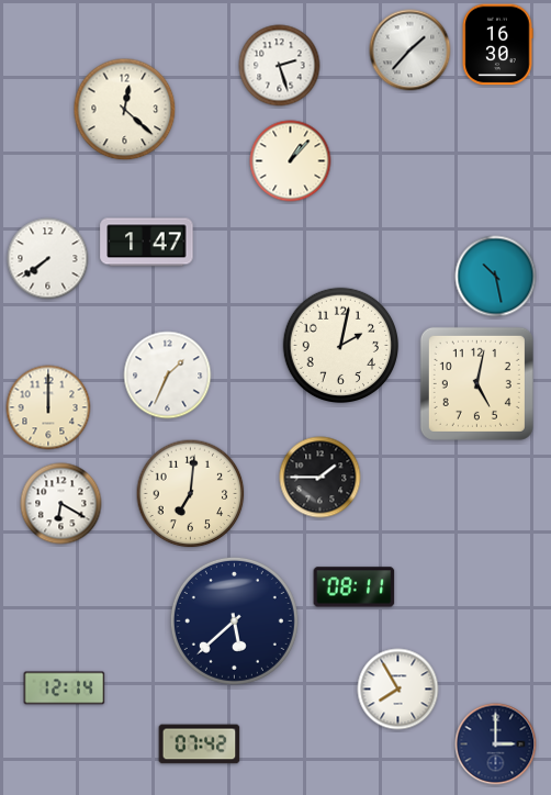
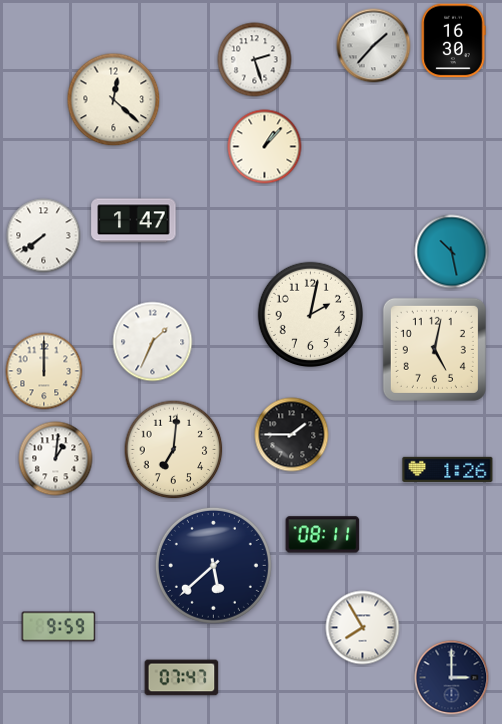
clock at (61, 504): 6:20 -> 1:01
clock at (448, 469): none -> 1:26
clock at (65, 688): 12:14 -> 9:59
clock at (200, 744): 07:42 -> 07:47
